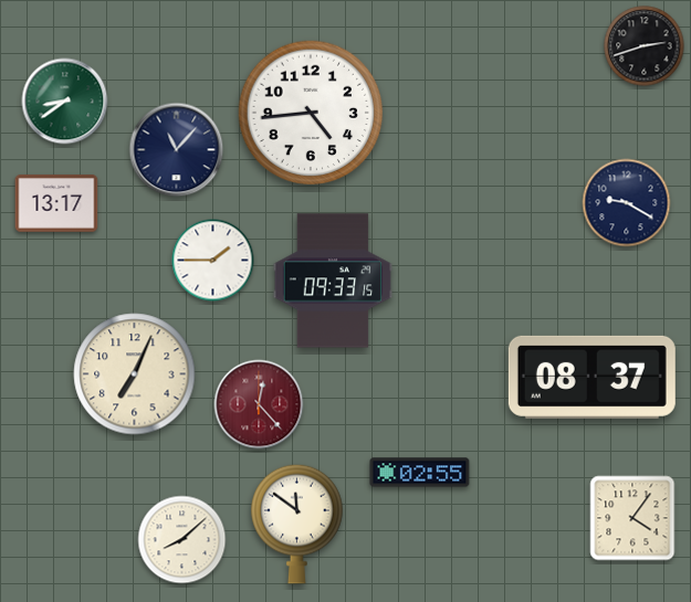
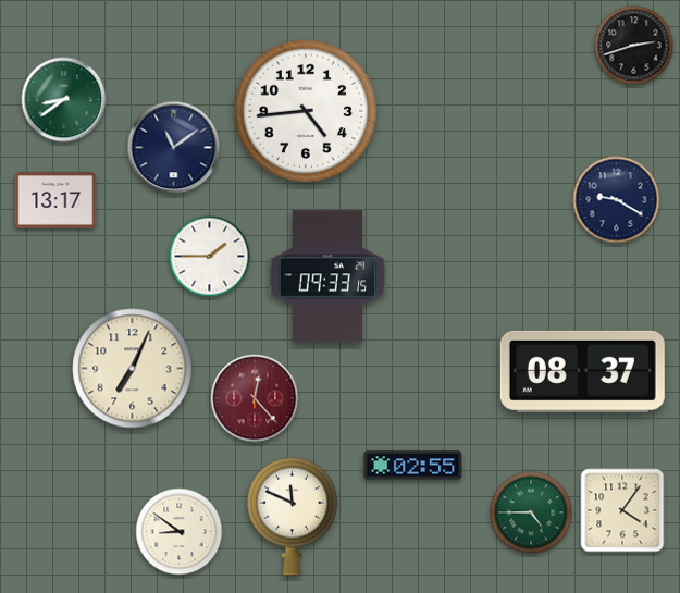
clock at (177, 150): 11:07 -> 11:09
clock at (531, 512): none -> 4:45
clock at (297, 524): 11:51 -> 11:49
clock at (182, 540): 8:08 -> 8:51
